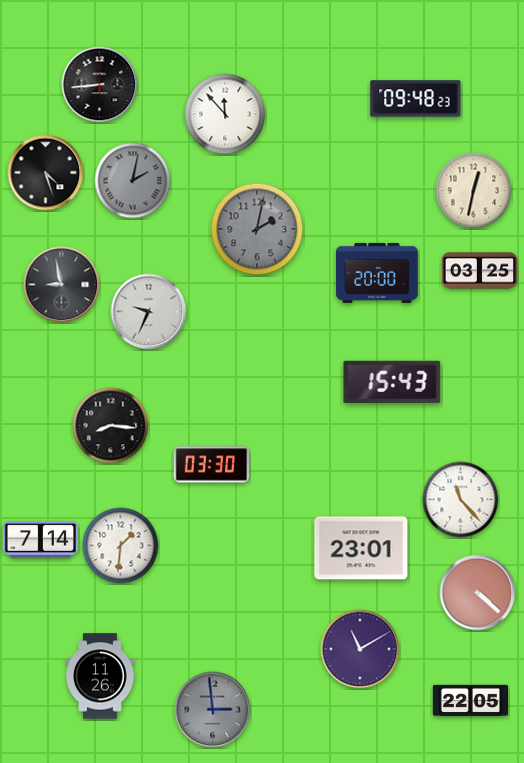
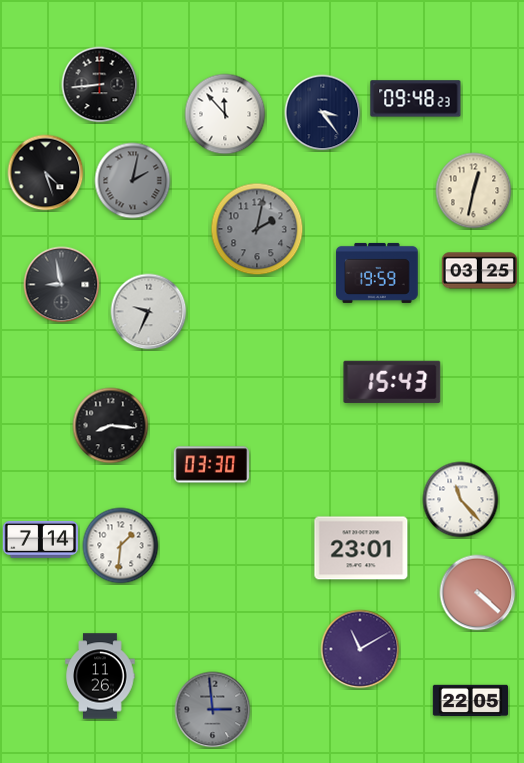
clock at (323, 113): none -> 3:24
clock at (377, 273): 20:00 -> 19:59
